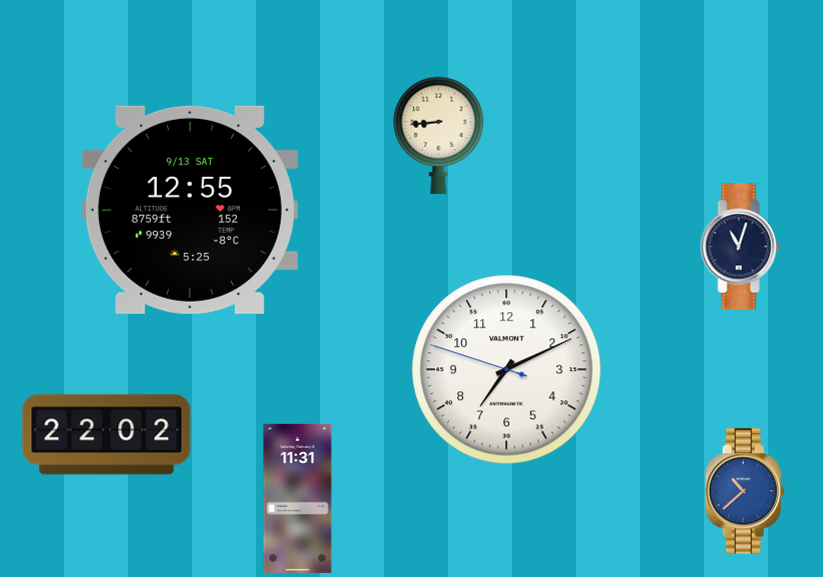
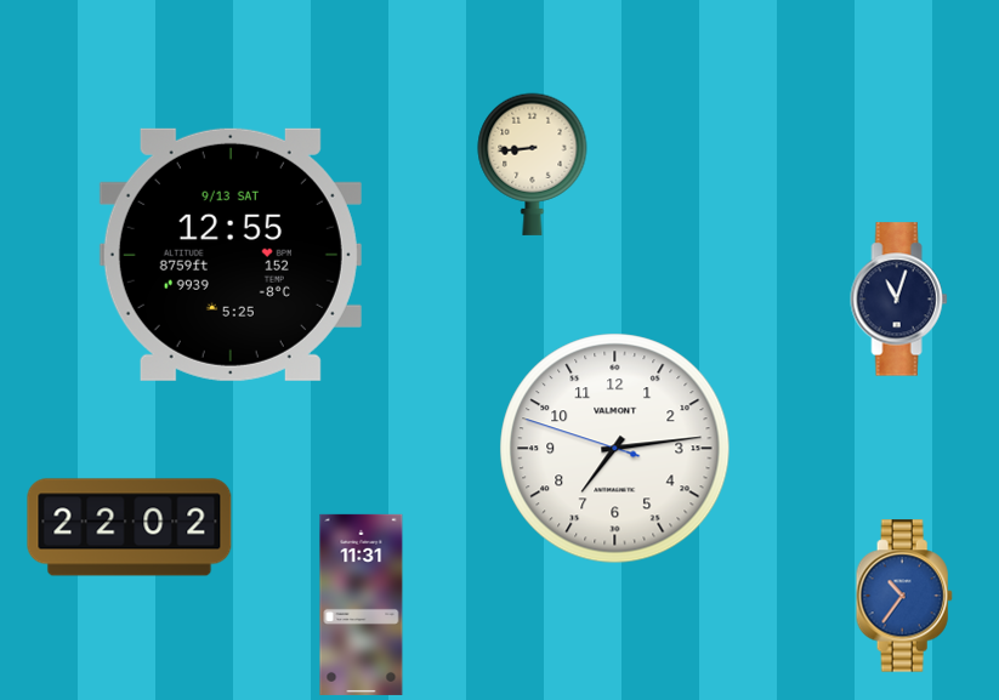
clock at (507, 370): 7:10 -> 7:13
clock at (745, 491): 10:38 -> 10:36
